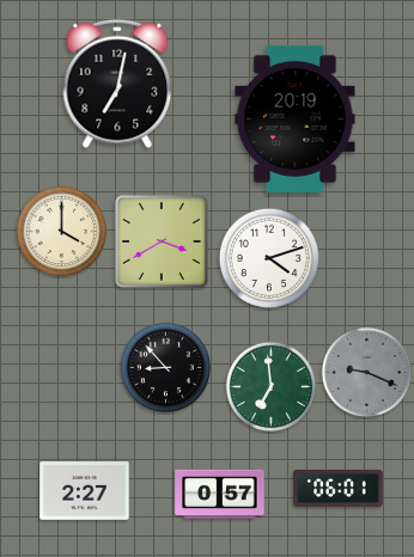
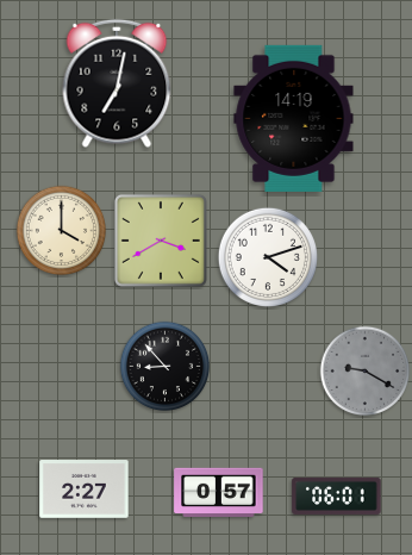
clock at (296, 118): 20:19 -> 14:19
clock at (367, 373): 9:19 -> 9:20
clock at (272, 387): 6:59 -> none
clock at (339, 488) position: (339, 488) -> (337, 495)
